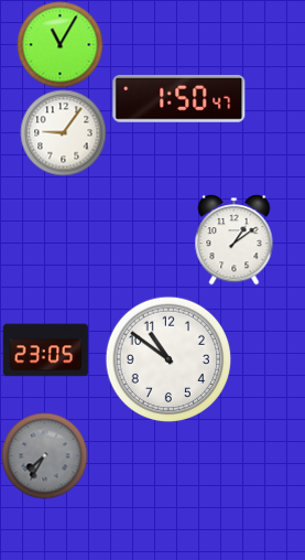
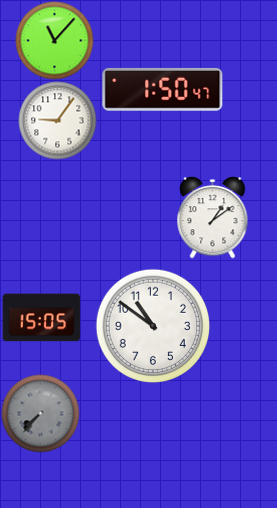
clock at (59, 44): 11:05 -> 11:07
clock at (45, 351): 23:05 -> 15:05
clock at (44, 455): 7:35 -> 7:37
